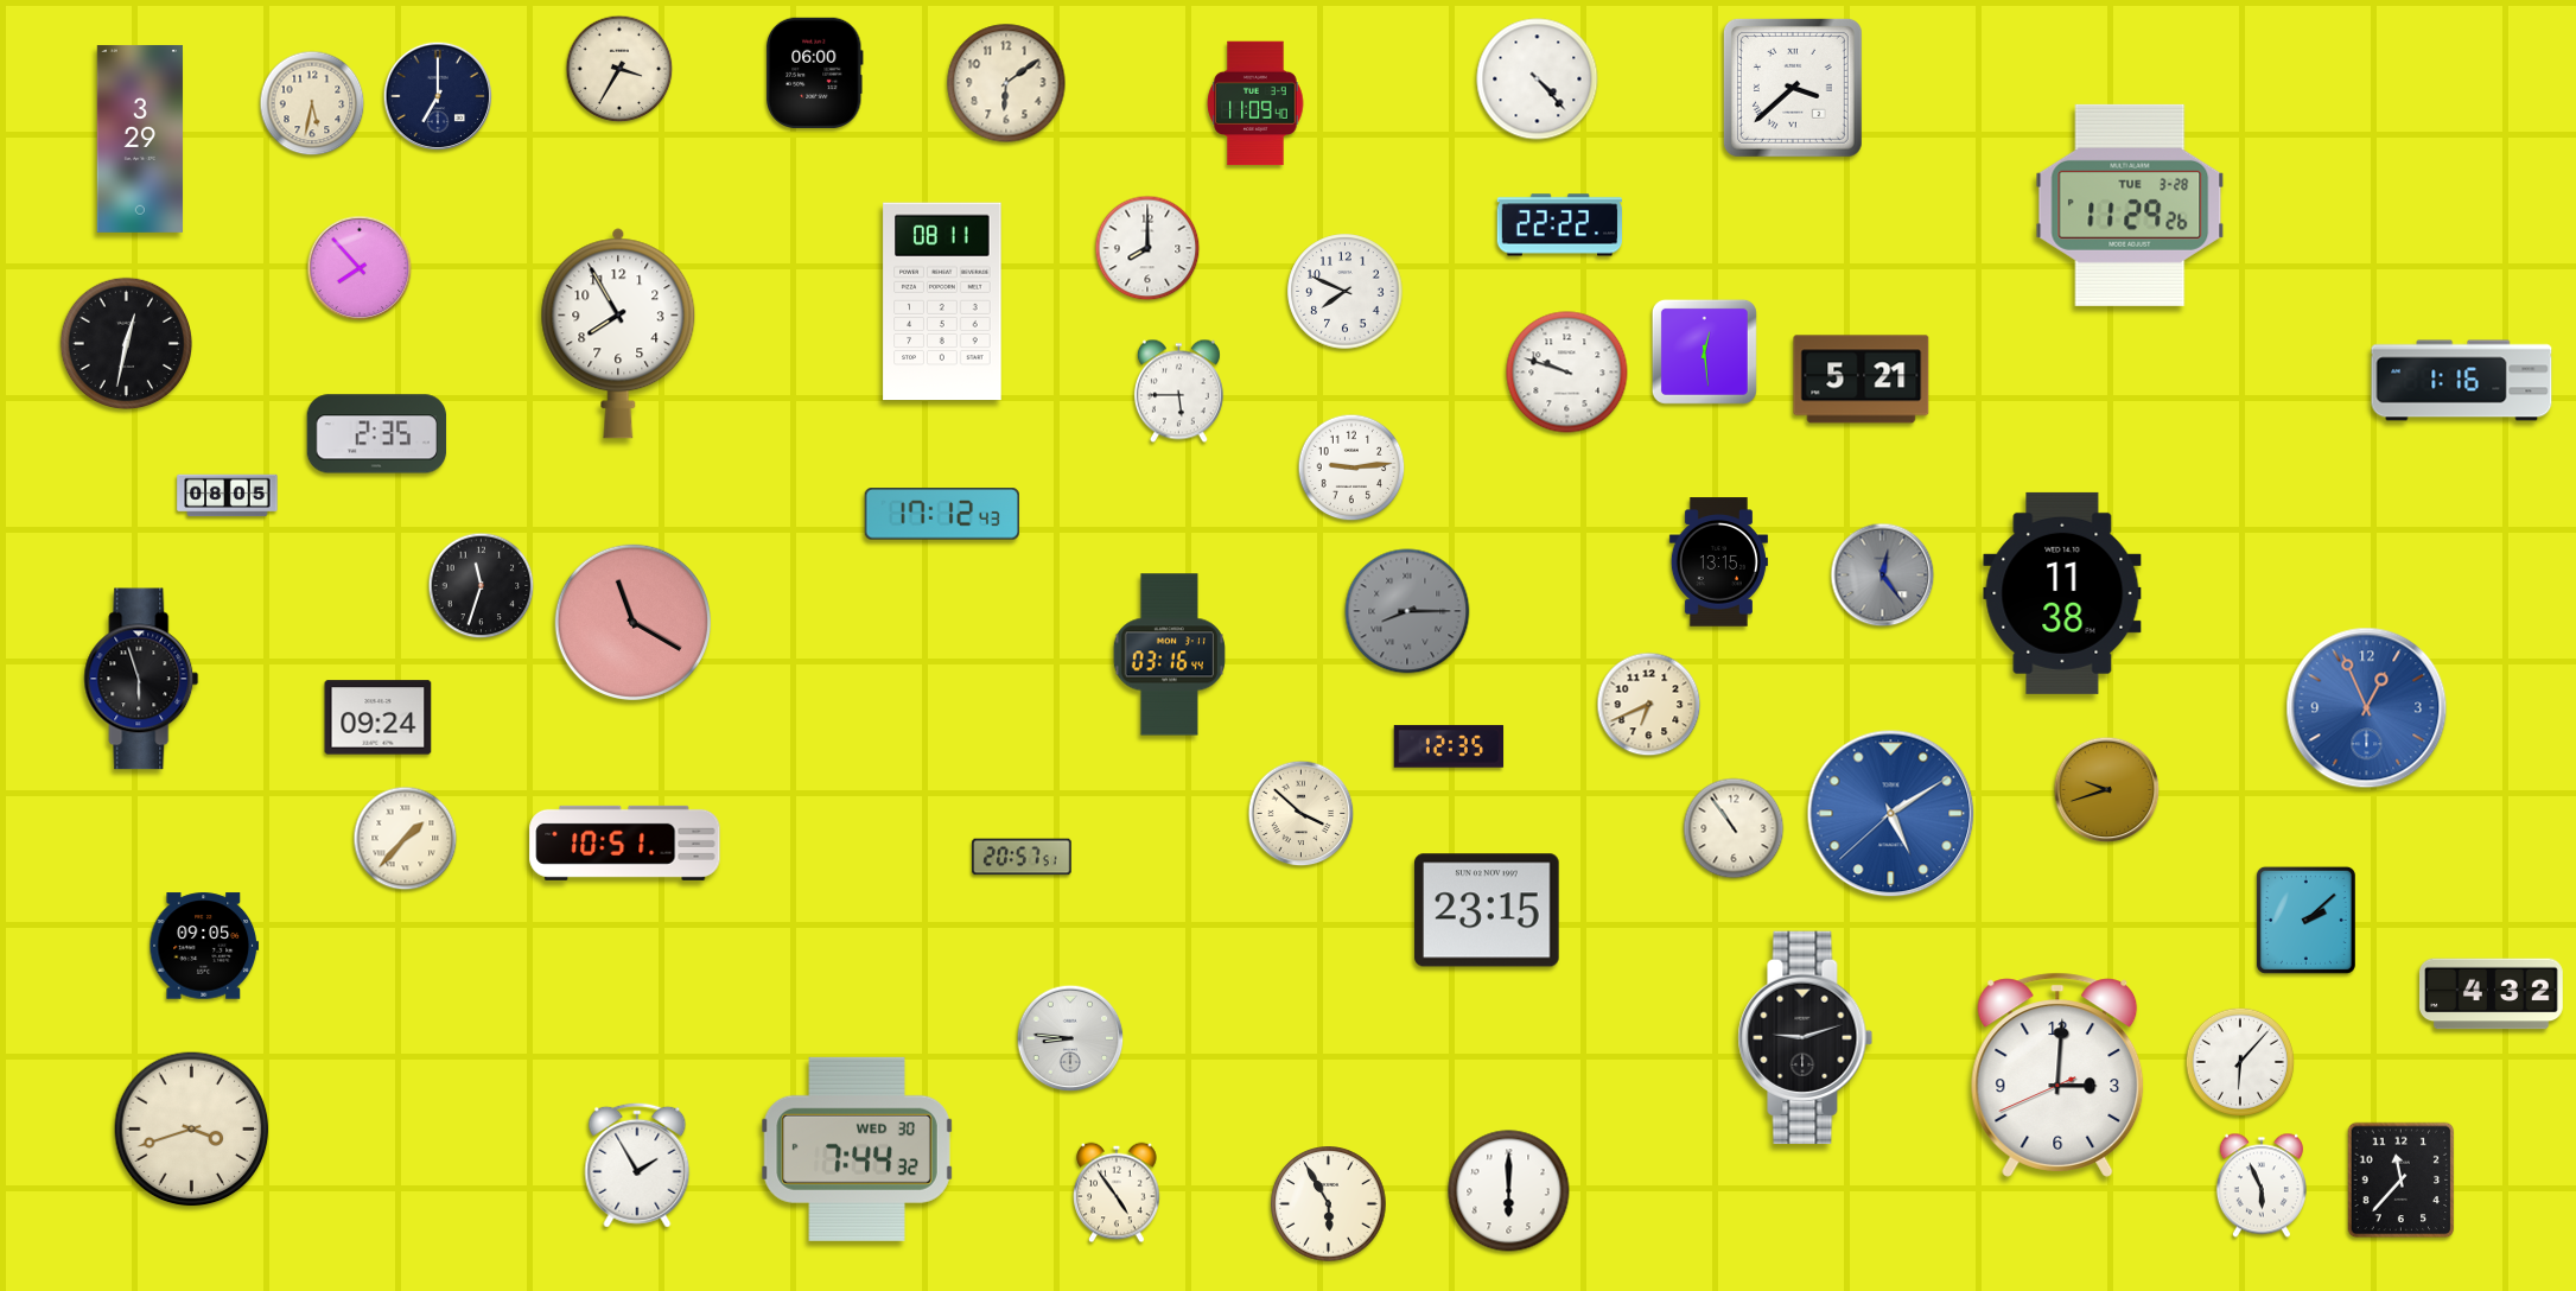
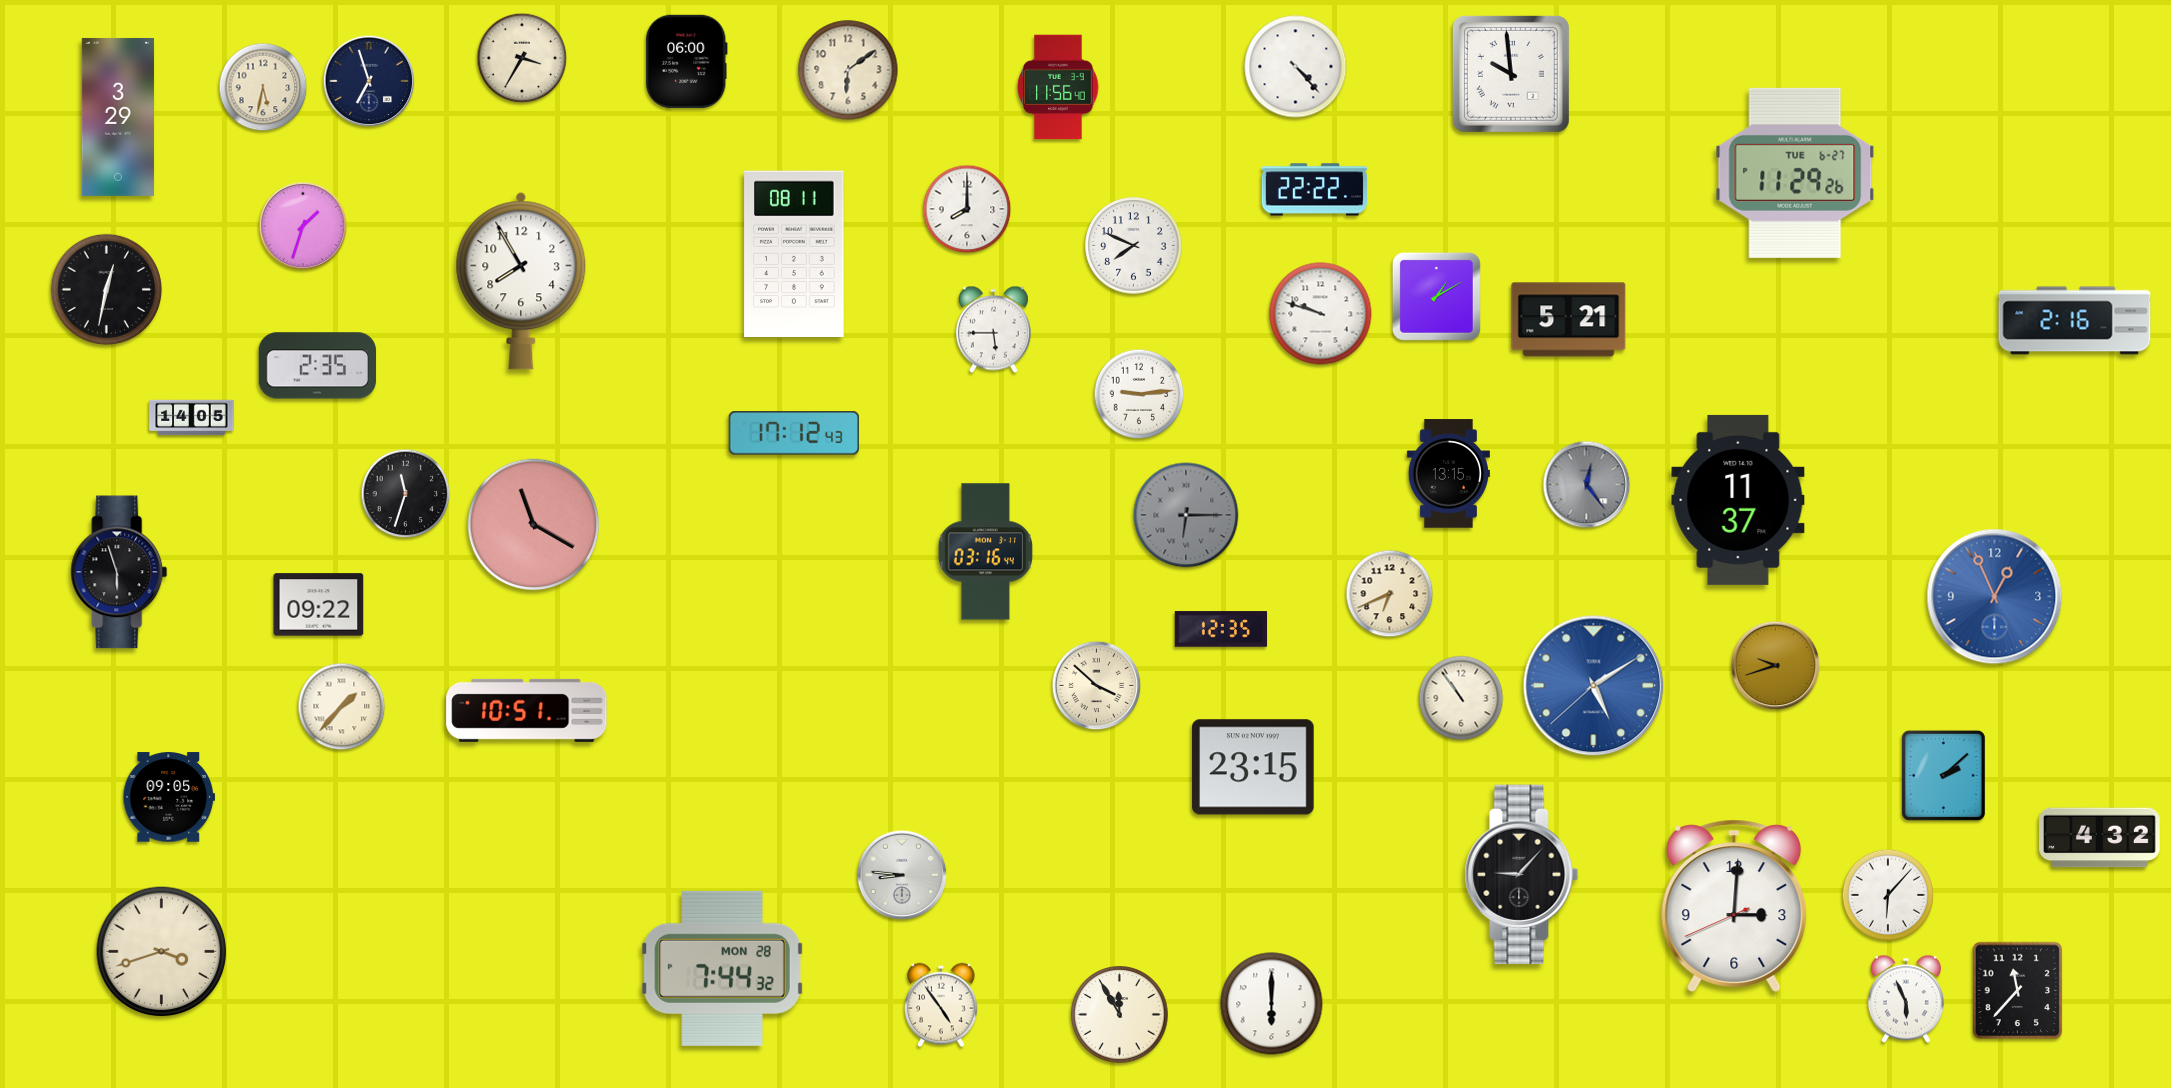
clock at (1793, 88): 3:38 -> 9:59
clock at (438, 96): 7:00 -> 6:57
clock at (1255, 103): 11:09 -> 11:56
clock at (2130, 205) date: TUE 3-28 -> TUE 6-27
clock at (360, 268): 7:53 -> 1:33
clock at (1704, 351): 12:29 -> 1:10
clock at (2462, 381): 1:16 -> 2:16
clock at (228, 496): 08:05 -> 14:05
clock at (2062, 593): 11:38 -> 11:37
clock at (1407, 611): 8:15 -> 6:15
clock at (379, 718): 09:24 -> 09:22
clock at (1022, 857): 20:57 -> none
clock at (204, 946) position: (204, 946) -> (169, 797)
clock at (1806, 1038): 9:12 -> 9:07
clock at (857, 1149) date: WED 30 -> MON 28
clock at (637, 1165): 1:55 -> none
clock at (2402, 1181) position: (2402, 1181) -> (2018, 991)
clock at (1329, 1204): 5:55 -> 11:55
